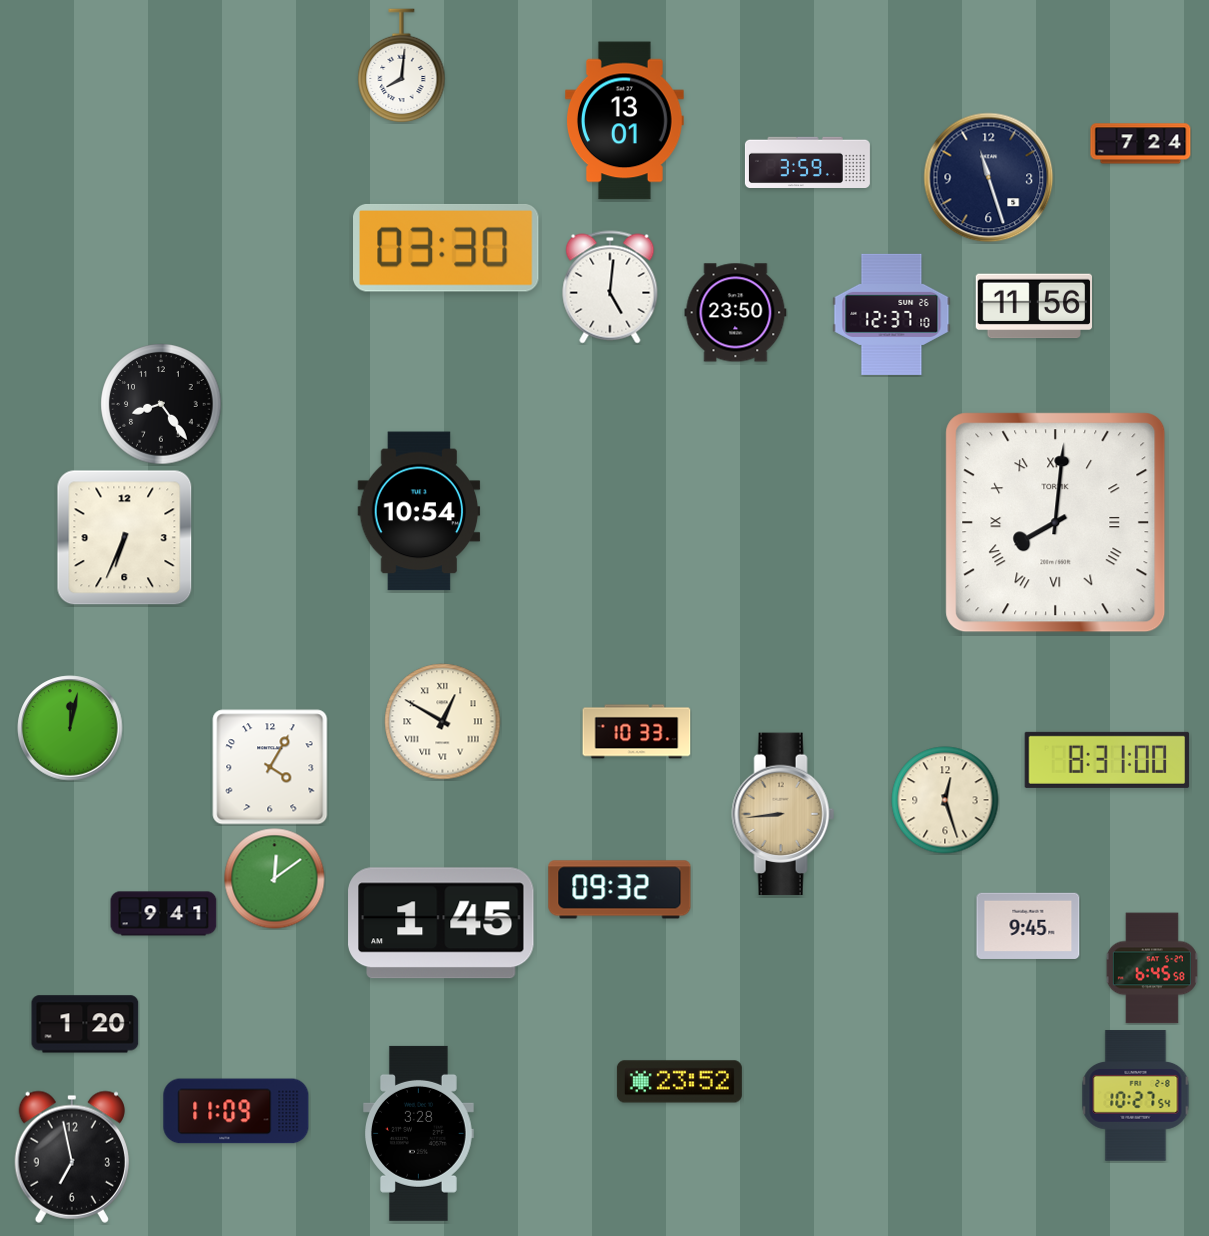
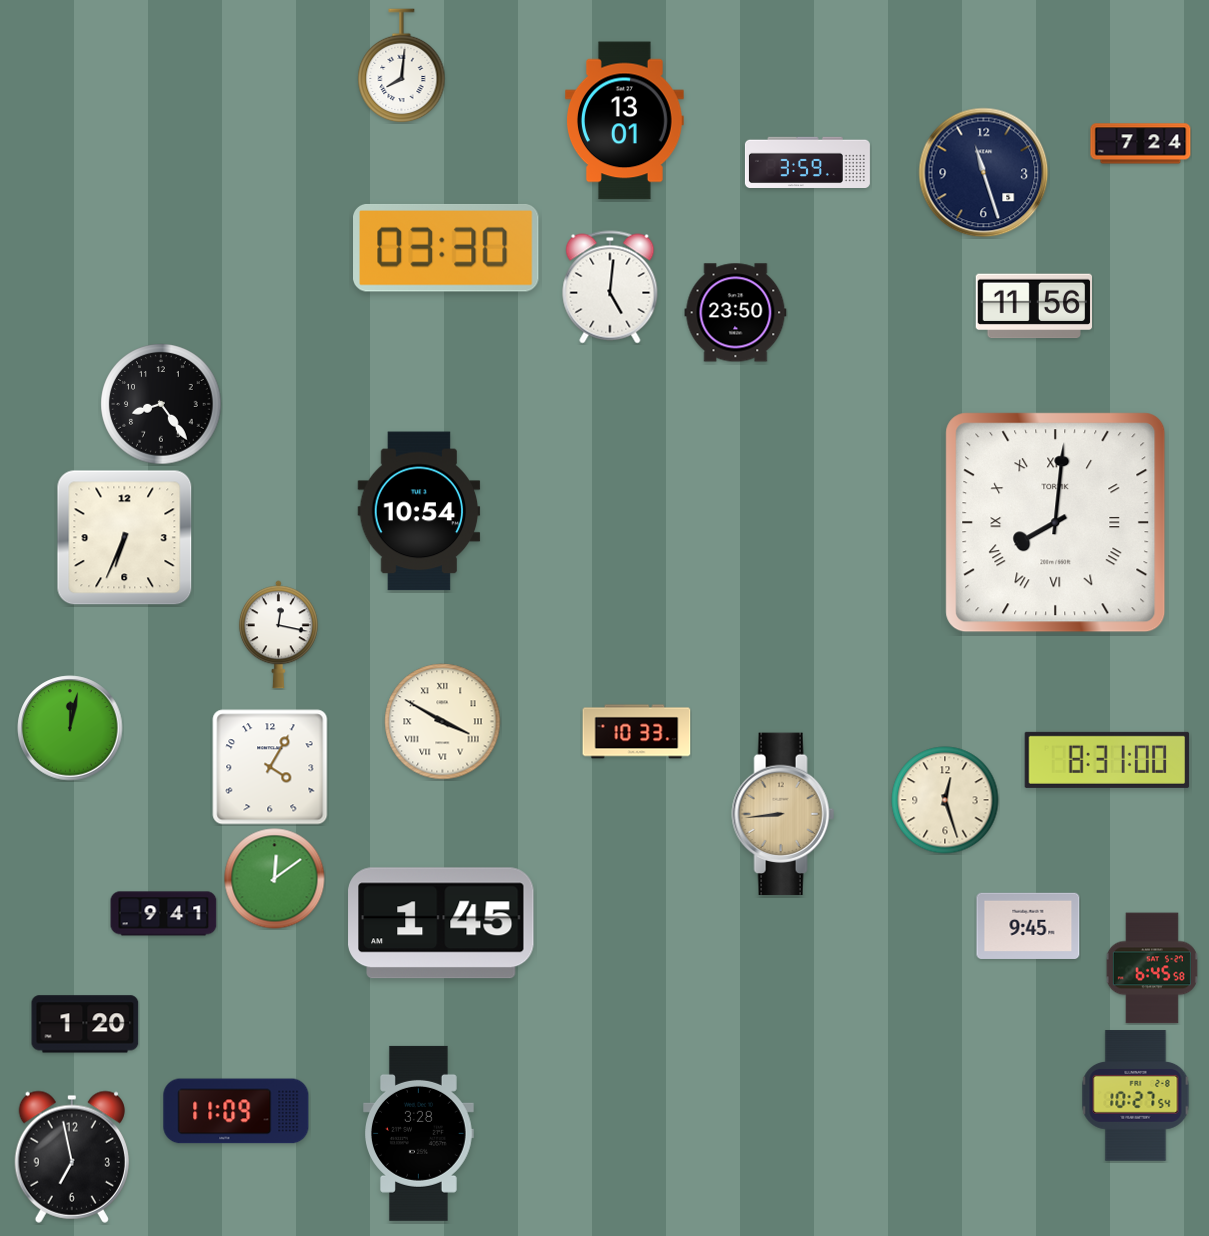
clock at (989, 178) position: (989, 178) -> (984, 173)
clock at (892, 314): 12:37 -> none
clock at (278, 635): none -> 12:17
clock at (443, 722): 12:50 -> 3:50
clock at (620, 890): 09:32 -> none
clock at (679, 1082): 23:52 -> none
